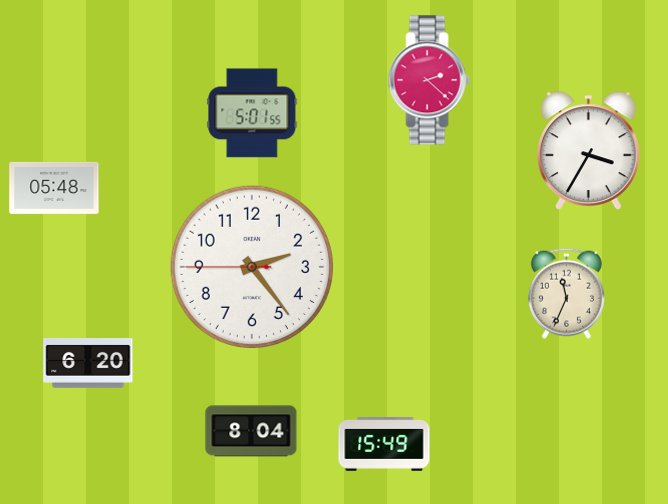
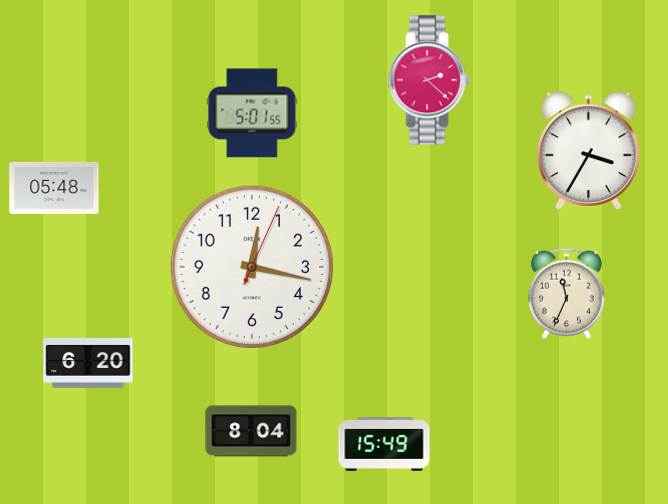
clock at (251, 266): 2:23 -> 12:17
